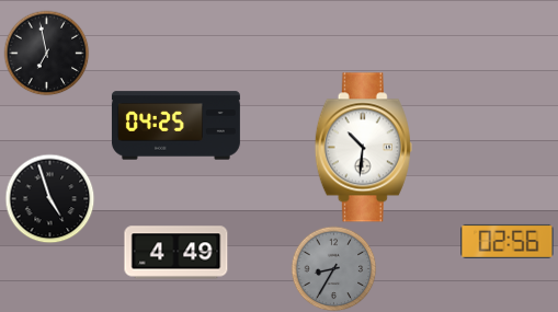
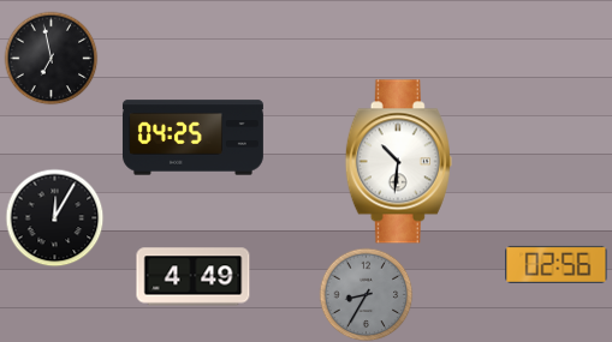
clock at (49, 198): 4:57 -> 12:05
